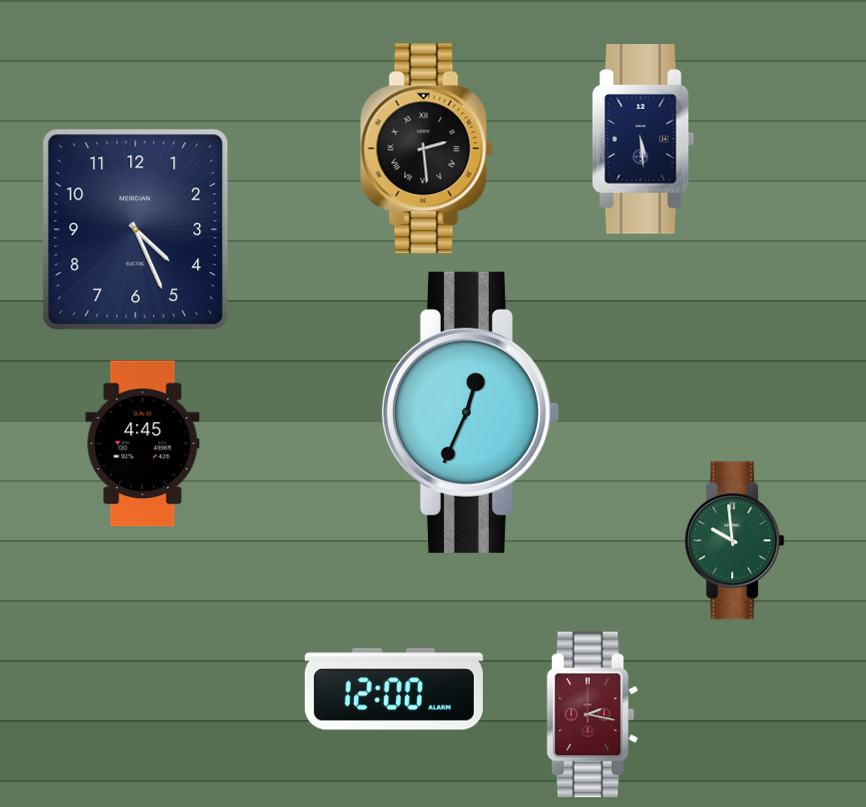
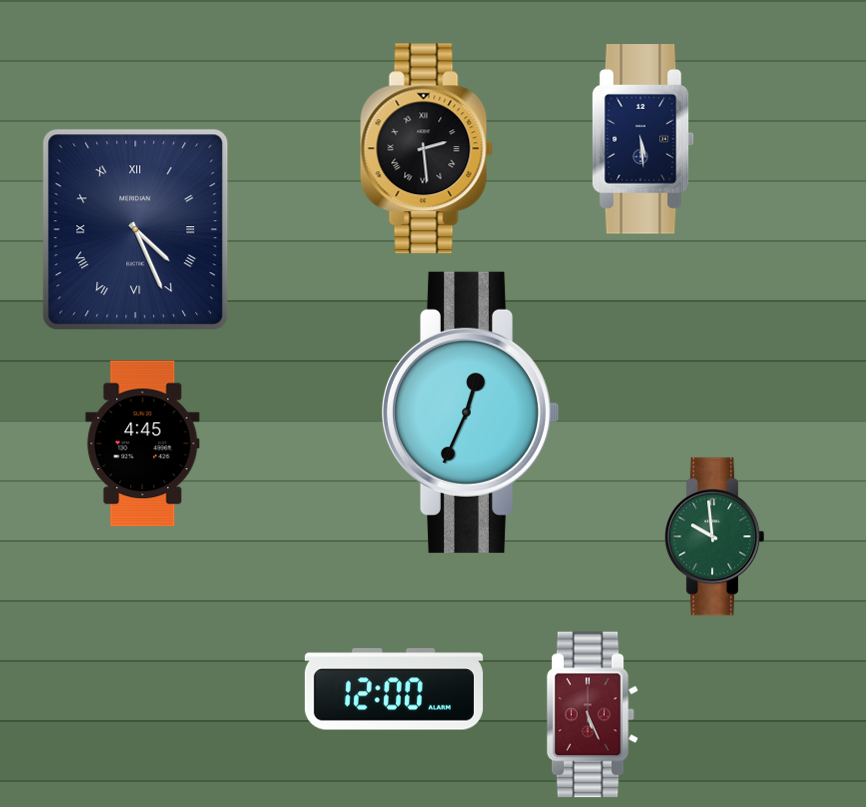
clock at (136, 230) numerals: Arabic -> Roman
clock at (735, 541) position: (735, 541) -> (715, 537)
clock at (593, 715): 2:17 -> 5:26
